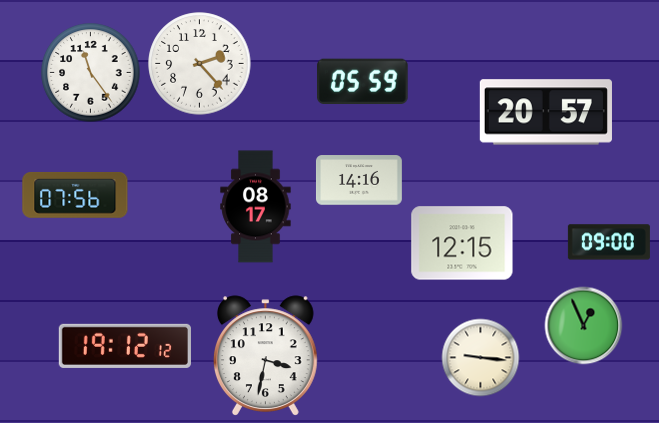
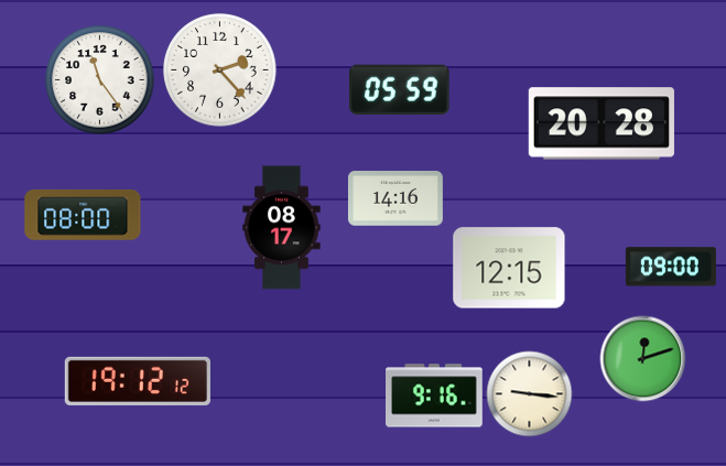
clock at (546, 112): 20:57 -> 20:28
clock at (75, 195): 07:56 -> 08:00
clock at (583, 325): 12:56 -> 12:12
clock at (265, 356): 3:32 -> none
clock at (435, 395): none -> 9:16
